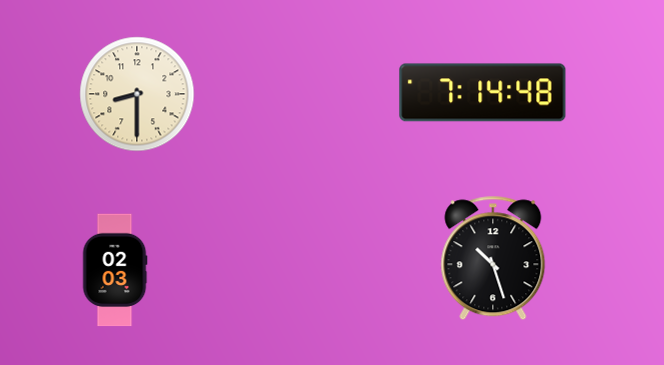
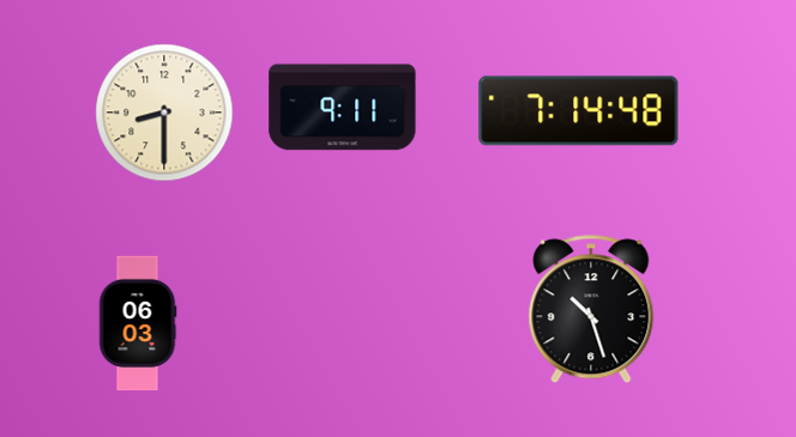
clock at (343, 108): none -> 9:11
clock at (115, 270): 02:03 -> 06:03
